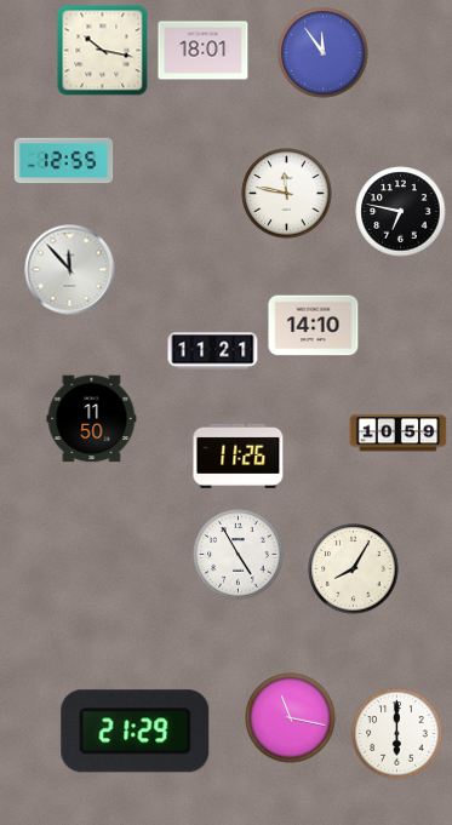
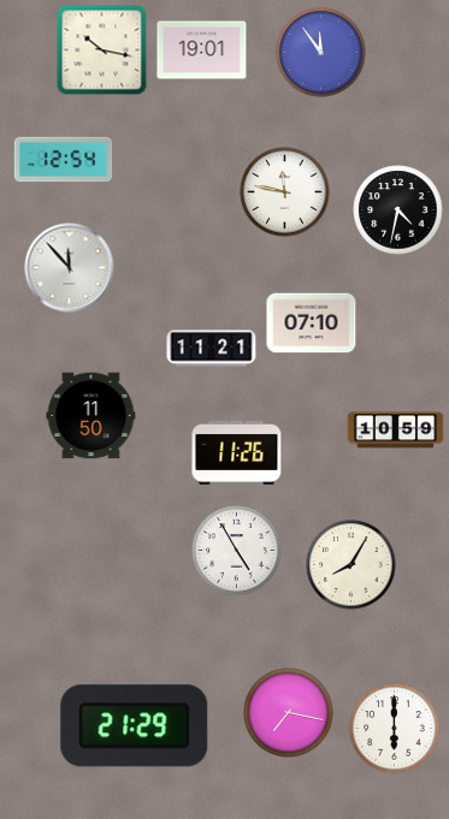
clock at (204, 51): 18:01 -> 19:01
clock at (64, 161): 12:55 -> 12:54
clock at (401, 212): 6:47 -> 4:32
clock at (314, 326): 14:10 -> 07:10
clock at (291, 718): 11:17 -> 7:17
